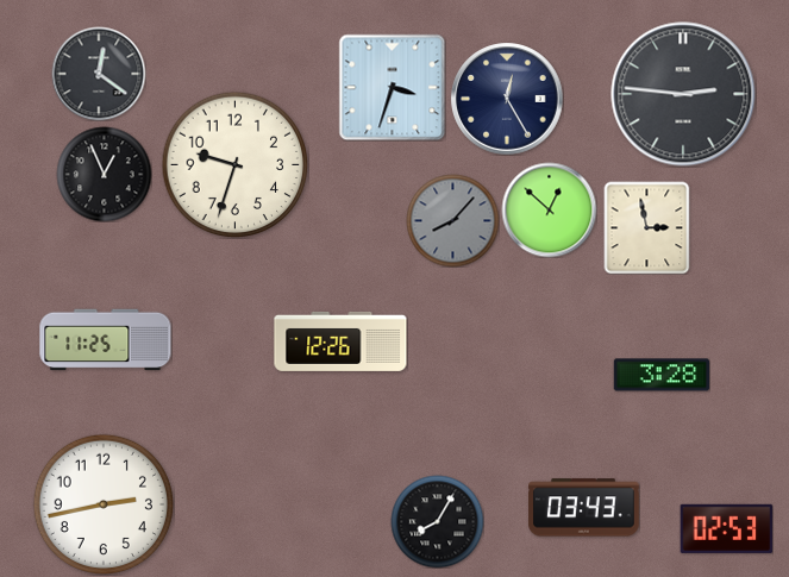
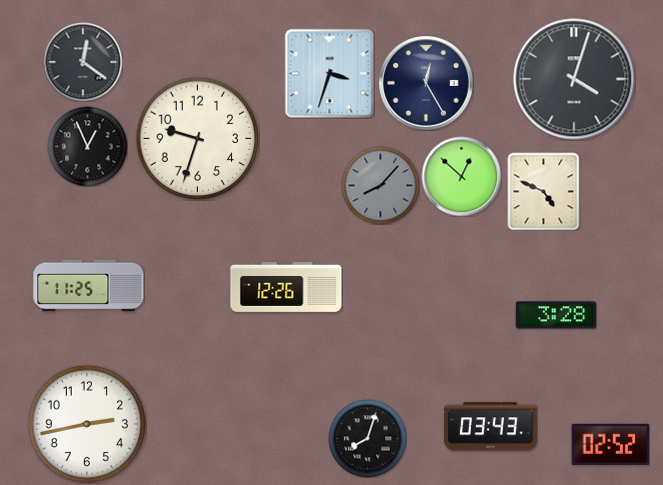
clock at (683, 94): 2:46 -> 4:03
clock at (647, 227): 2:58 -> 4:49
clock at (437, 521): 8:05 -> 8:03
clock at (726, 528): 02:53 -> 02:52
